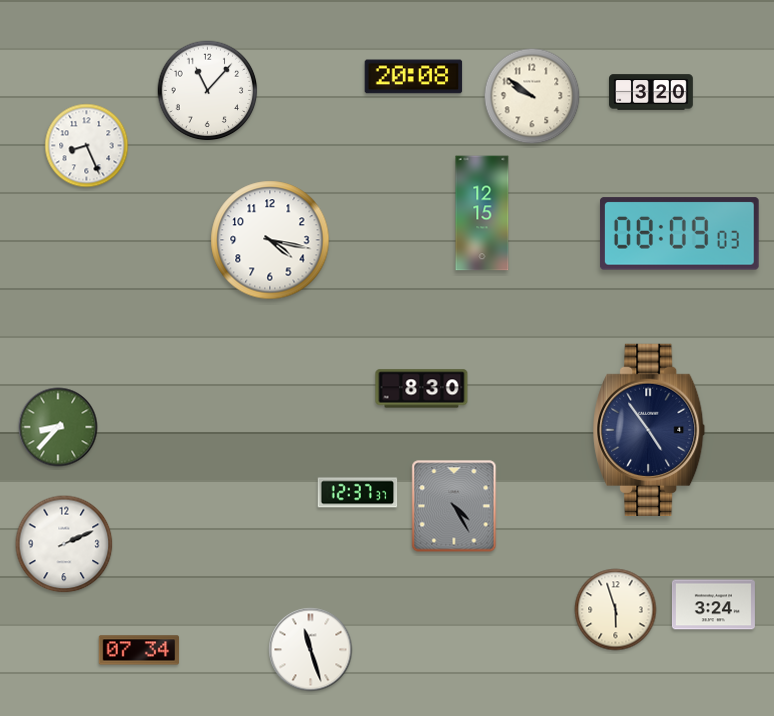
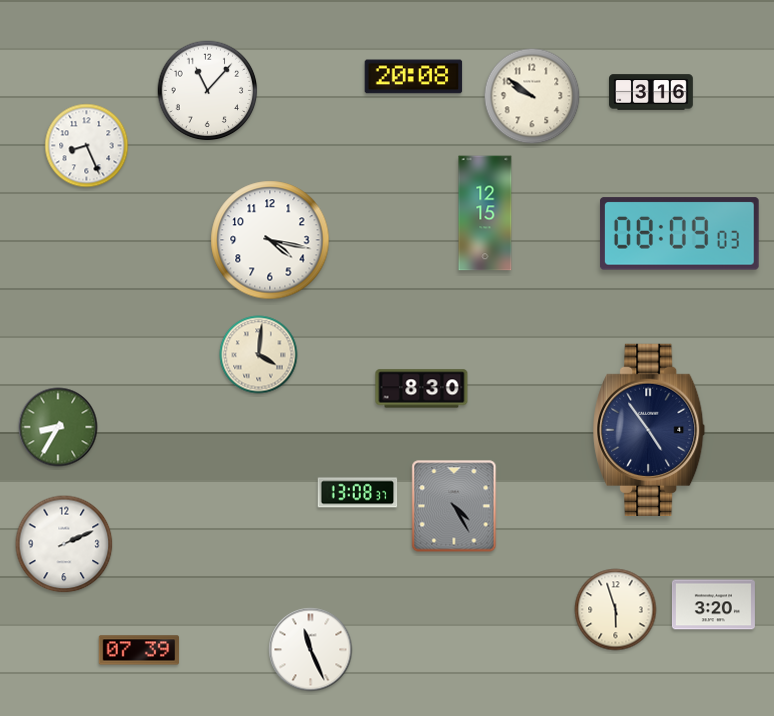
clock at (652, 92): 3:20 -> 3:16
clock at (482, 213) position: (482, 213) -> (485, 213)
clock at (259, 355): none -> 4:01
clock at (58, 427): 8:37 -> 8:35
clock at (358, 493): 12:37 -> 13:08
clock at (713, 605): 3:24 -> 3:20
clock at (139, 650): 07:34 -> 07:39
clock at (311, 650): 11:27 -> 11:26
